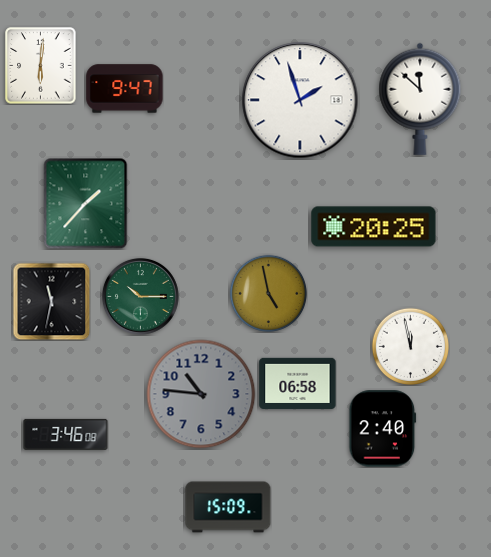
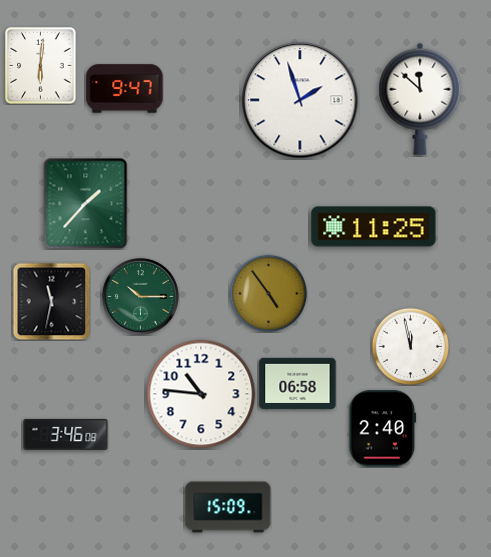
clock at (374, 227): 20:25 -> 11:25
clock at (268, 293): 4:58 -> 4:54
clock at (201, 394) dial: grey -> white
